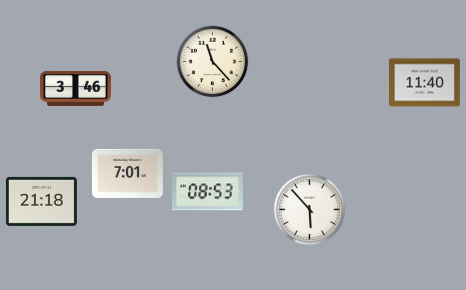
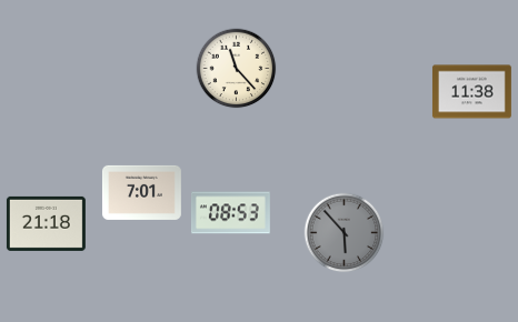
clock at (424, 83): 11:40 -> 11:38
clock at (75, 88): 3:46 -> none
clock at (310, 210) dial: white -> grey
